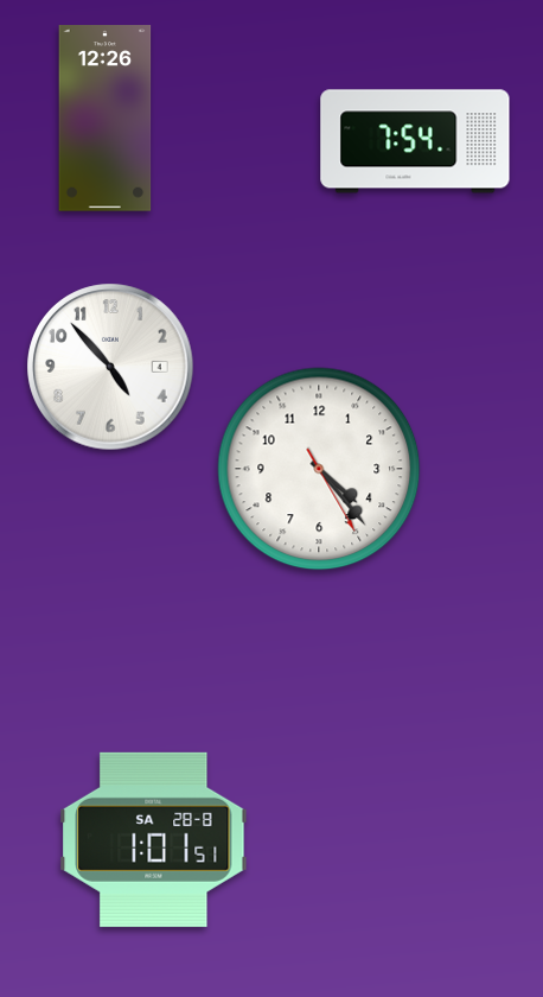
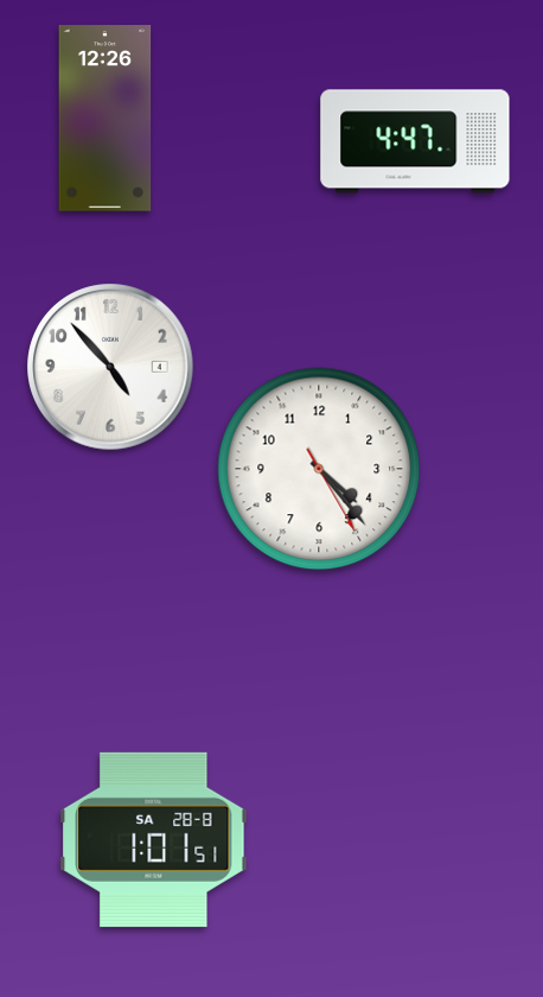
clock at (415, 141): 7:54 -> 4:47
